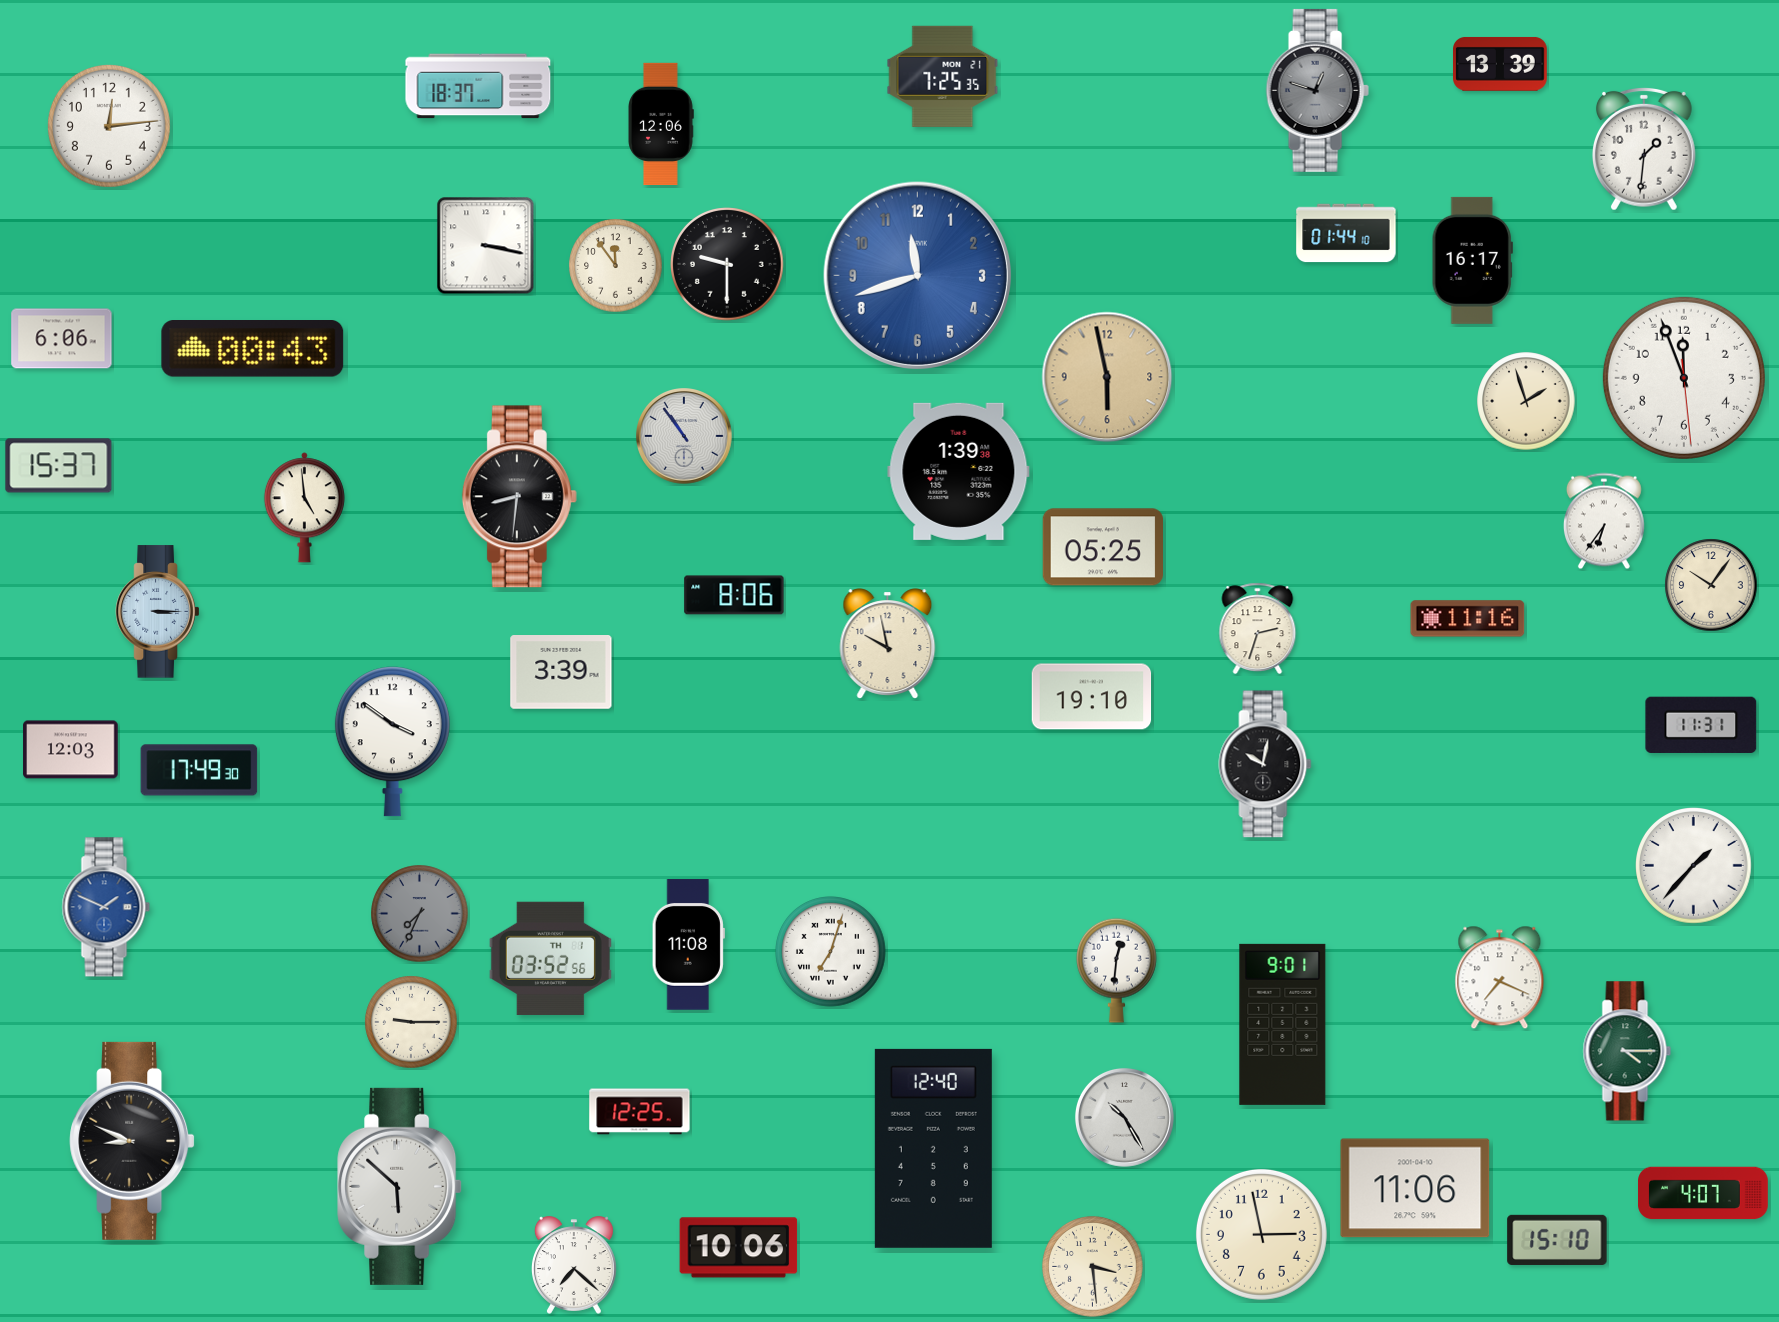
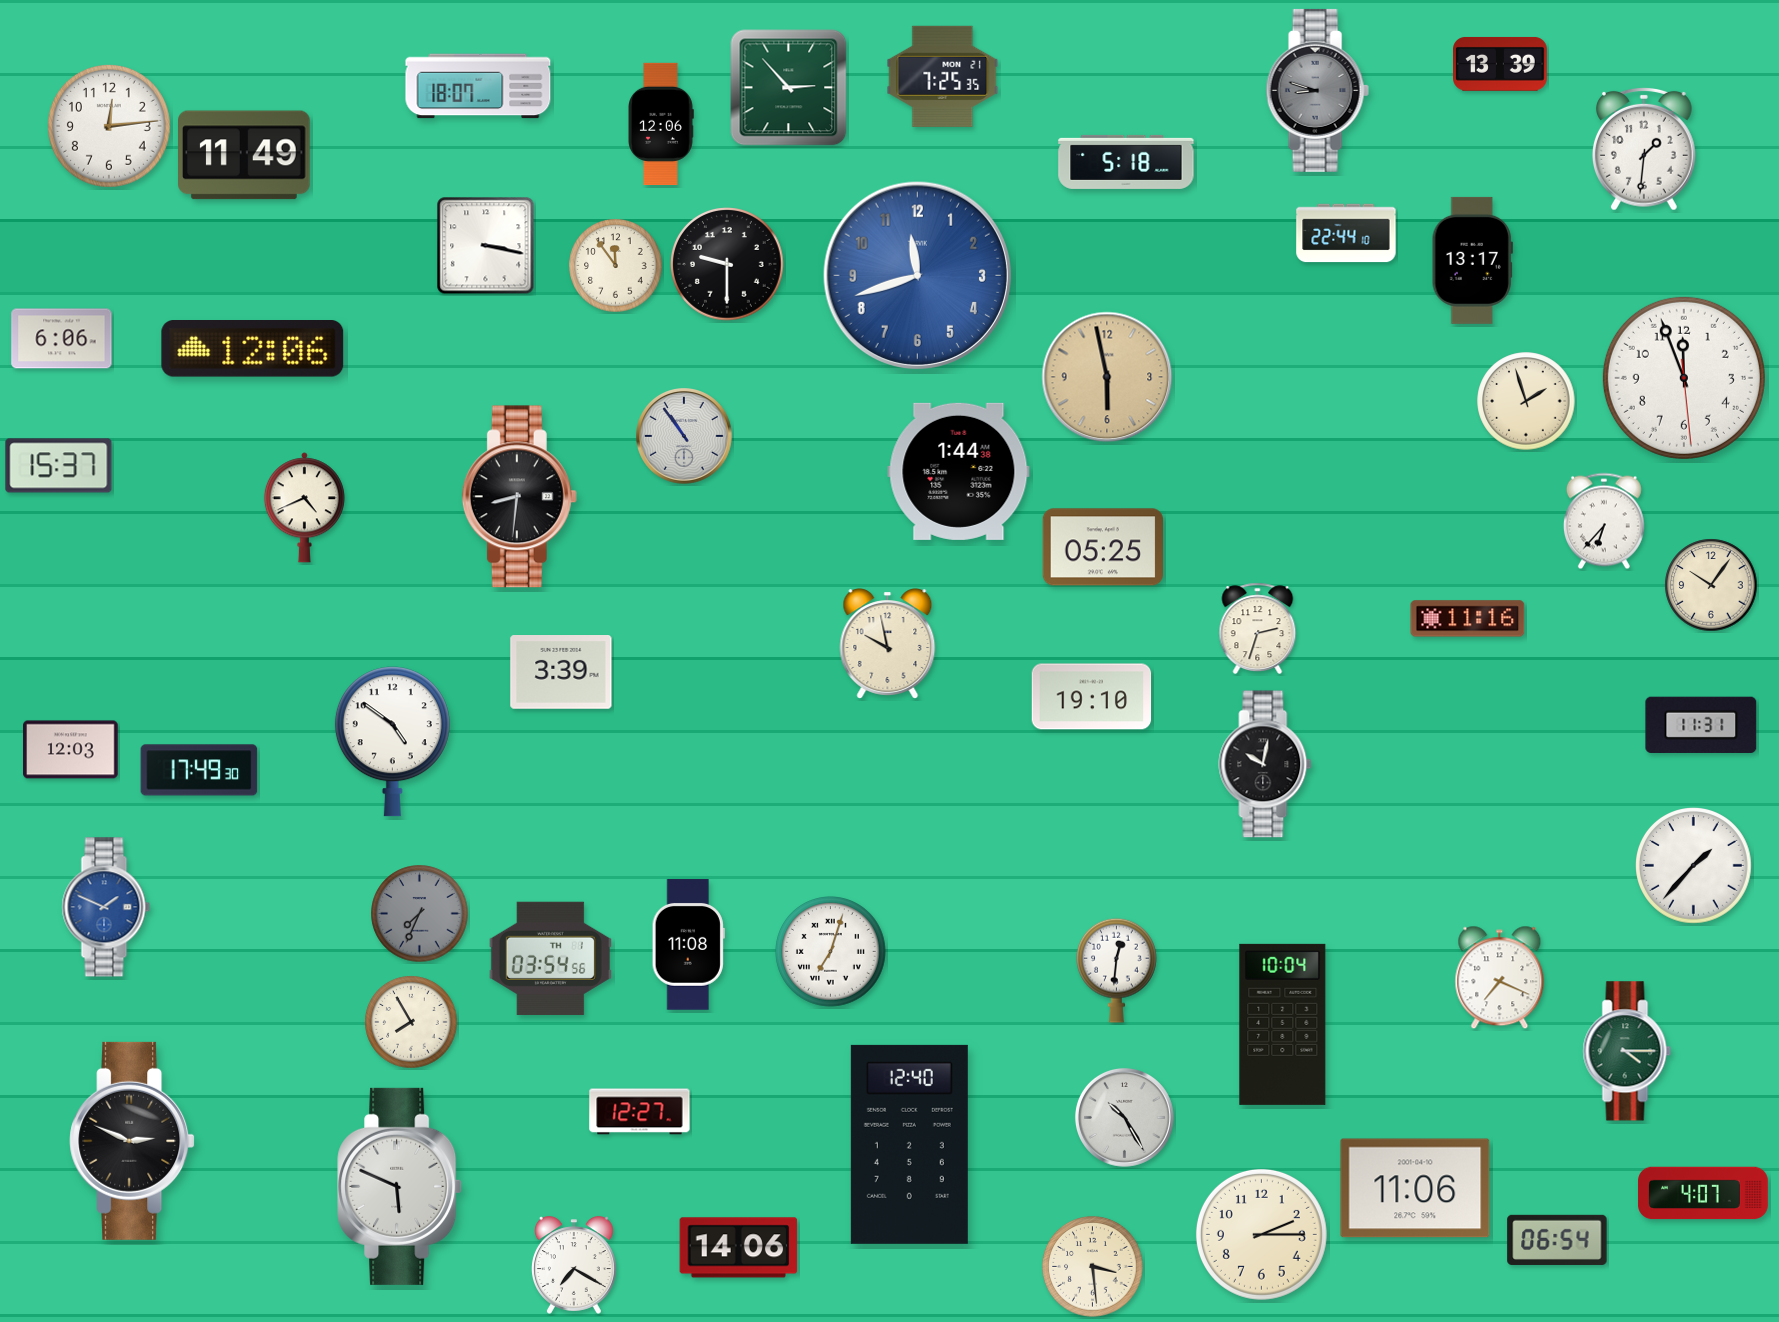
clock at (478, 86): 18:37 -> 18:07
clock at (789, 88): none -> 2:53
clock at (1317, 90): 12:48 -> 8:48
clock at (245, 155): none -> 11:49
clock at (1126, 162): none -> 5:18
clock at (1346, 233): 01:44 -> 22:44
clock at (1472, 260): 16:17 -> 13:17
clock at (253, 349): 00:43 -> 12:06
clock at (959, 471): 1:39 -> 1:44
clock at (304, 508): 4:59 -> 4:41
clock at (1604, 521): 6:36 -> 6:37
clock at (734, 595): 8:06 -> none
clock at (158, 612): 3:15 -> none
clock at (392, 742): 3:51 -> 4:51
clock at (550, 958): 03:52 -> 03:54
clock at (411, 1022): 9:15 -> 7:55
clock at (1283, 1024): 9:01 -> 10:04
clock at (640, 1112): 12:25 -> 12:27
clock at (132, 1141): 8:49 -> 2:49
clock at (933, 1148) position: (933, 1148) -> (909, 1144)
clock at (400, 1186): 5:52 -> 5:49
clock at (1261, 1234): 2:58 -> 2:15
clock at (1557, 1240): 15:10 -> 06:54
clock at (739, 1248): 10:06 -> 14:06
clock at (574, 1265): 7:22 -> 7:20
